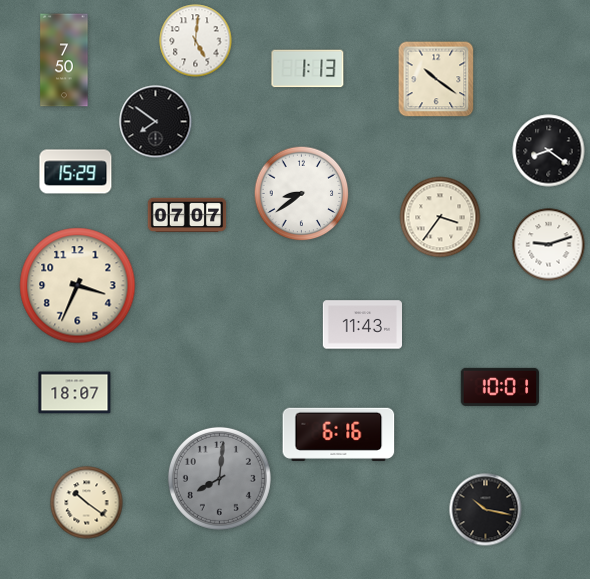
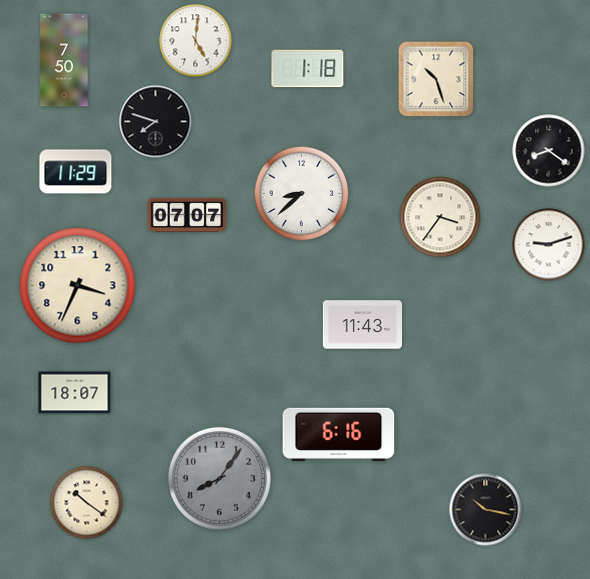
clock at (308, 69): 1:13 -> 1:18
clock at (436, 79): 10:21 -> 10:27
clock at (156, 122): 7:51 -> 7:48
clock at (76, 172): 15:29 -> 11:29
clock at (302, 194): 8:39 -> 8:38
clock at (500, 387): 10:01 -> none
clock at (219, 478): 8:01 -> 8:06
